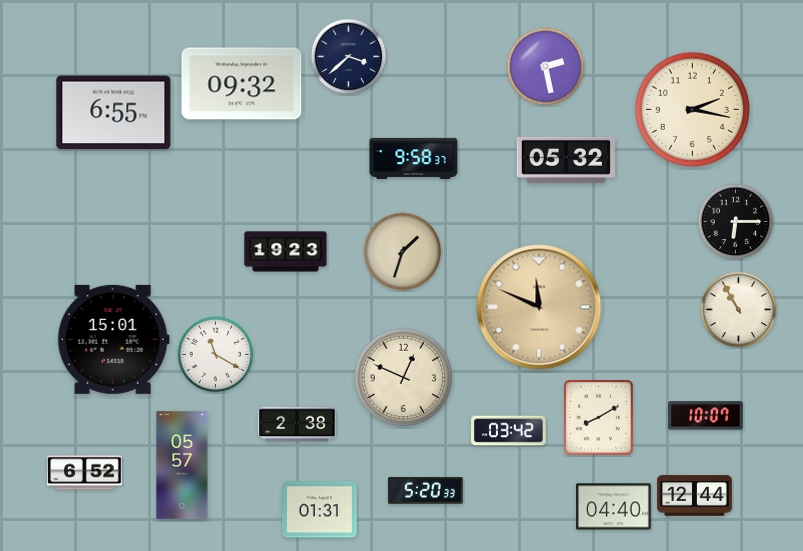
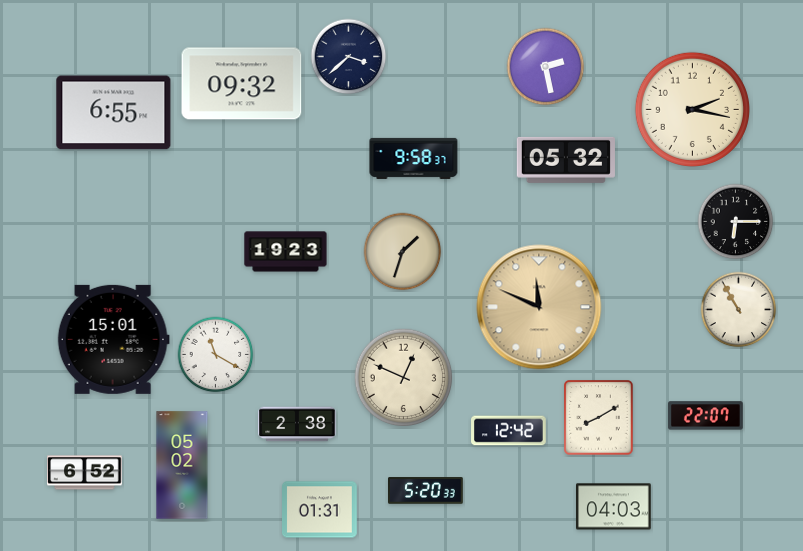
clock at (706, 416): 10:07 -> 22:07
clock at (509, 431): 03:42 -> 12:42
clock at (182, 465): 05:57 -> 05:02
clock at (695, 496): 12:44 -> none
clock at (614, 507): 04:40 -> 04:03
